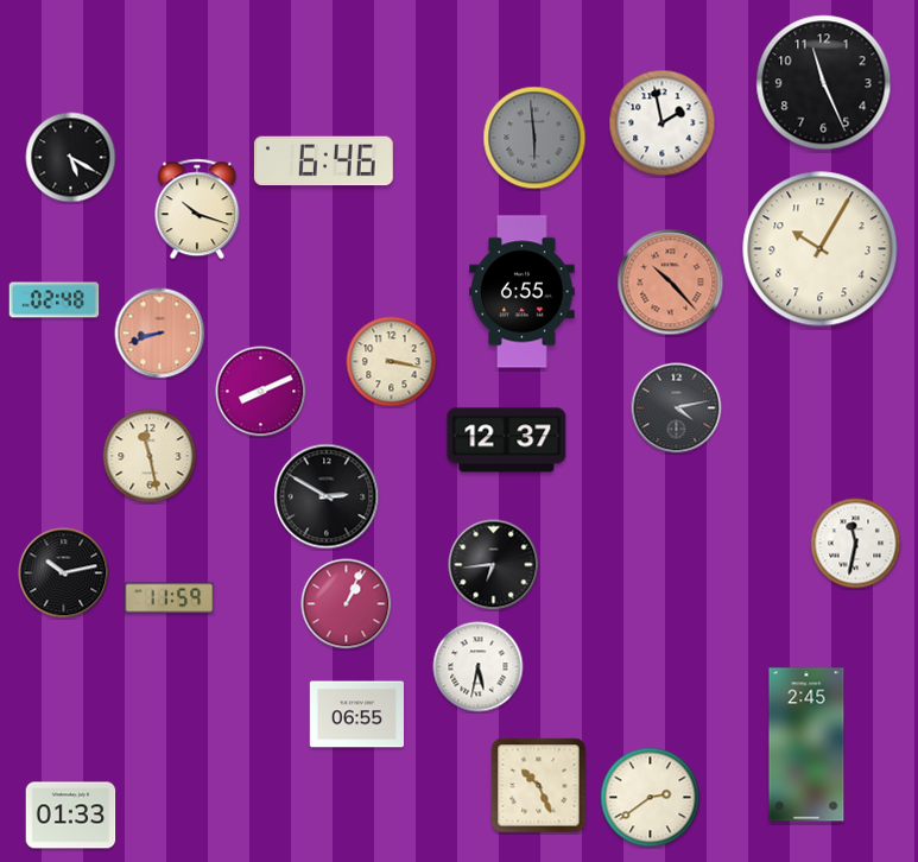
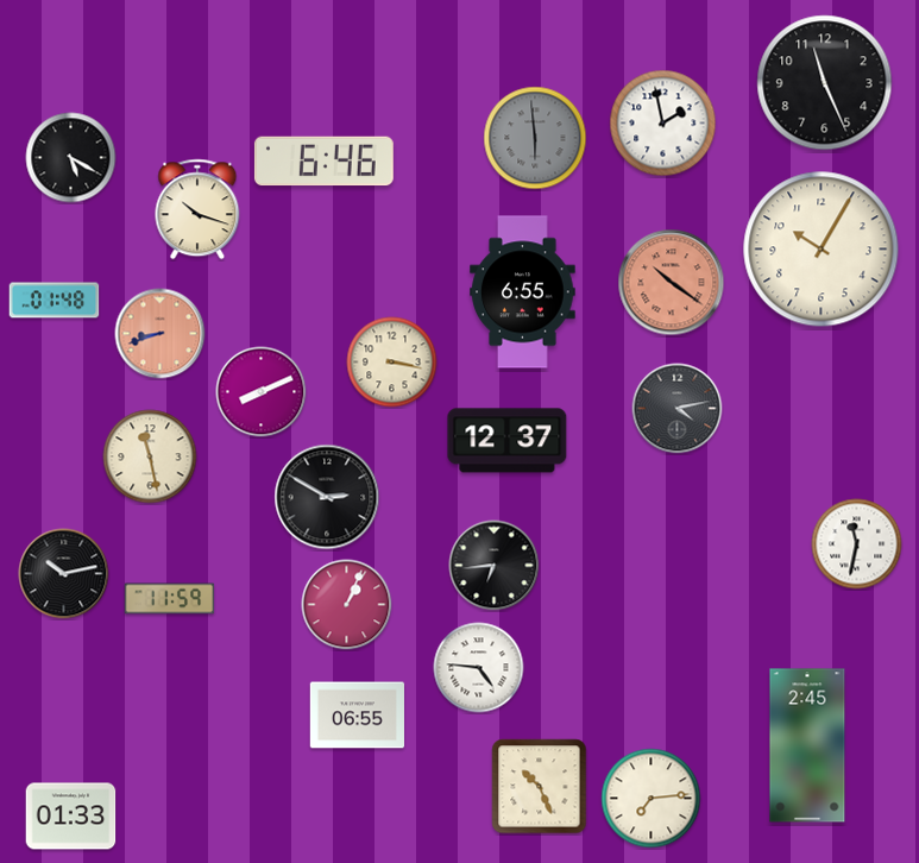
clock at (671, 283): 10:23 -> 10:21
clock at (55, 300): 02:48 -> 01:48
clock at (479, 667): 5:32 -> 4:46
clock at (651, 798): 2:39 -> 7:14
